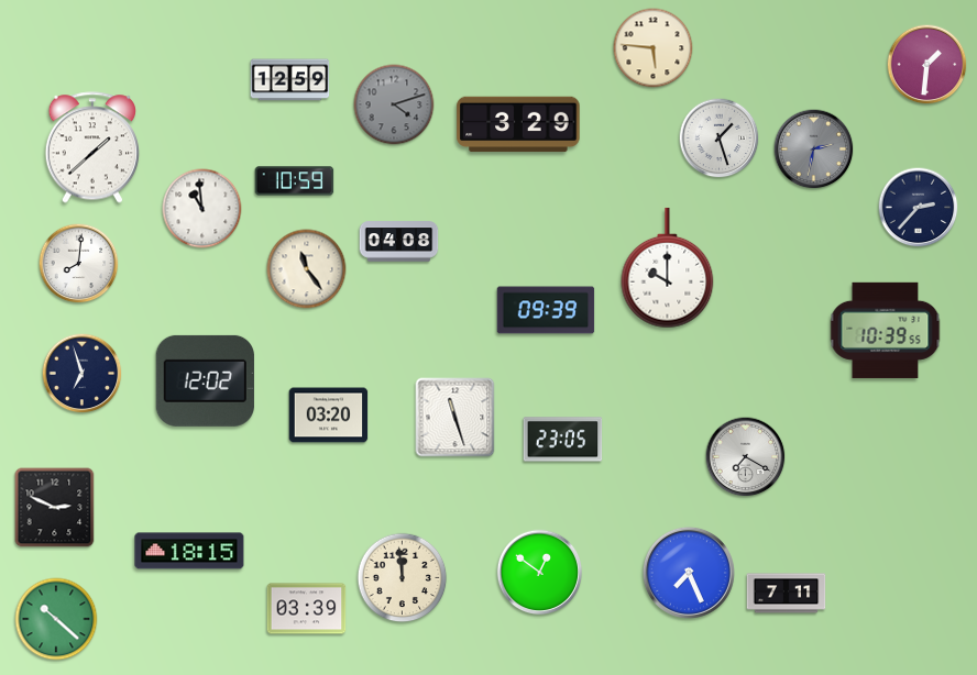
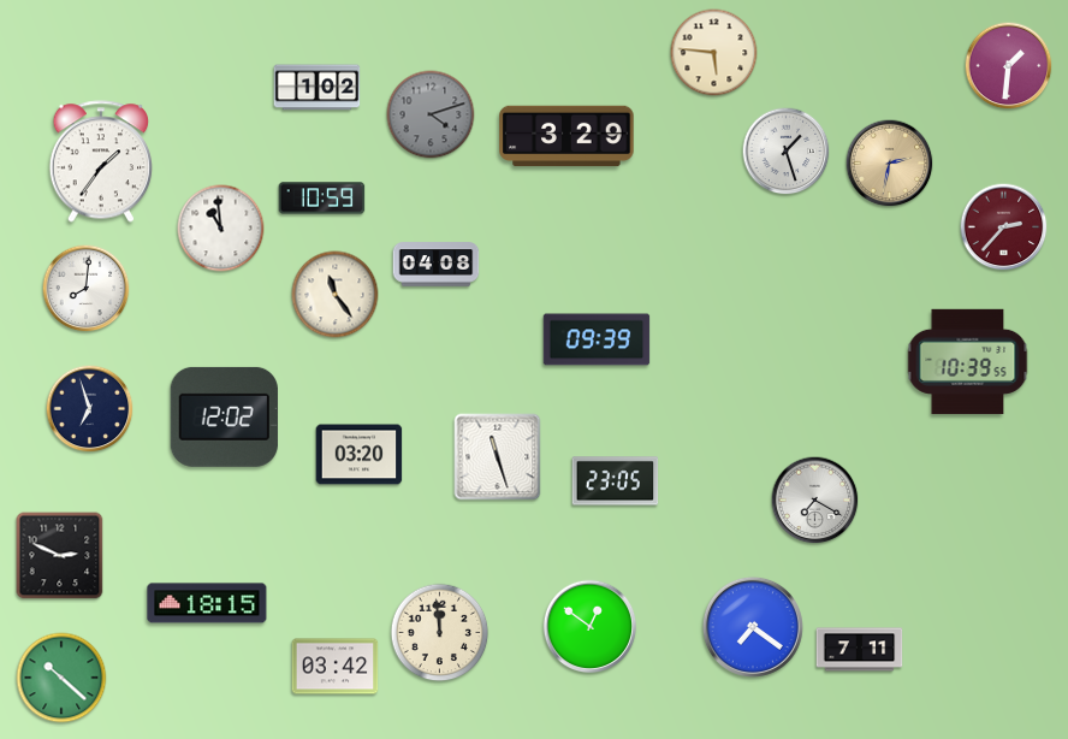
clock at (927, 65) position: (927, 65) -> (1009, 66)
clock at (290, 80): 12:59 -> 1:02
clock at (92, 147): 1:38 -> 1:36
clock at (814, 150) dial: grey -> champagne
clock at (919, 208) dial: navy -> burgundy
clock at (668, 268): 10:00 -> none
clock at (689, 573): 7:26 -> 7:21
clock at (307, 609): 03:39 -> 03:42
